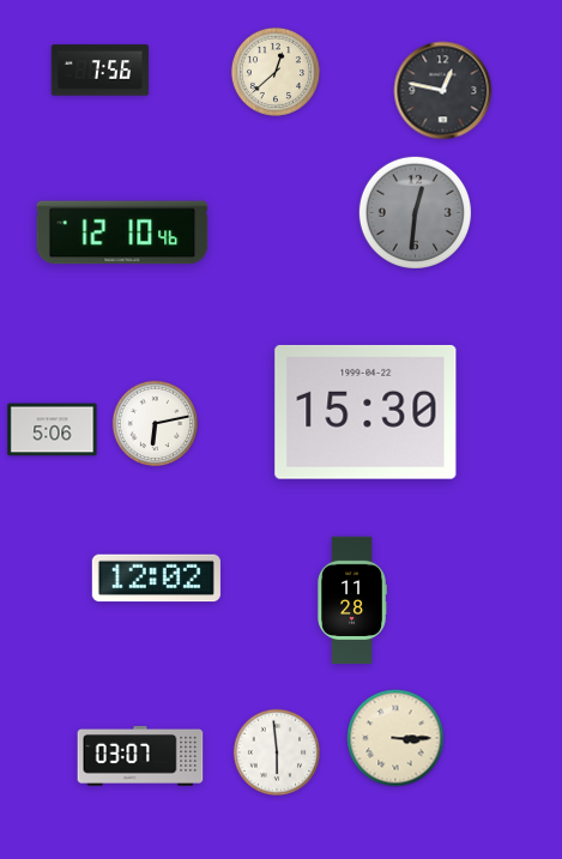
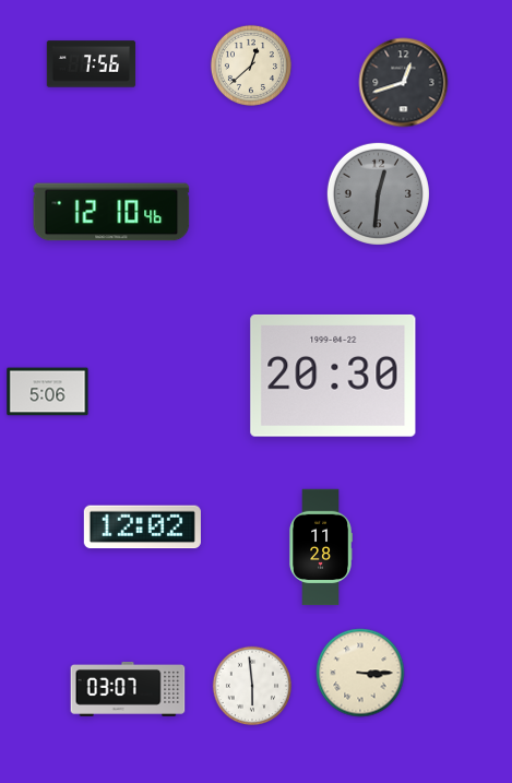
clock at (443, 91): 12:47 -> 12:42
clock at (365, 412): 15:30 -> 20:30
clock at (156, 424): 6:13 -> none
